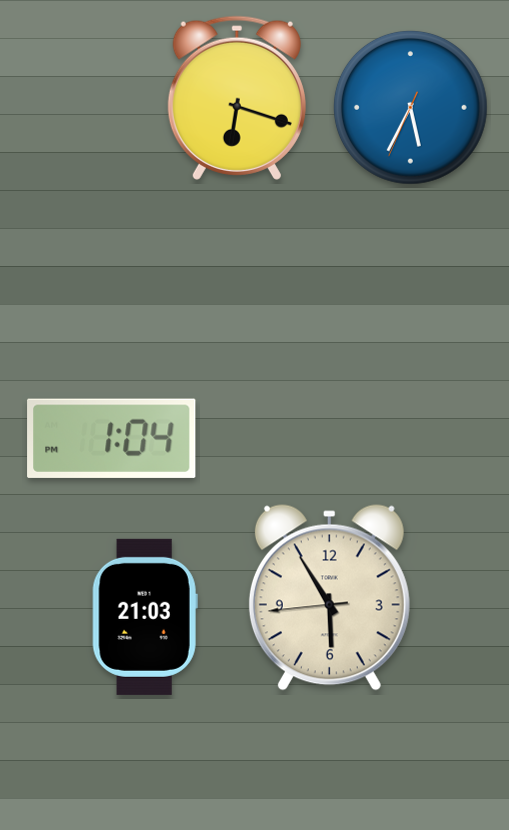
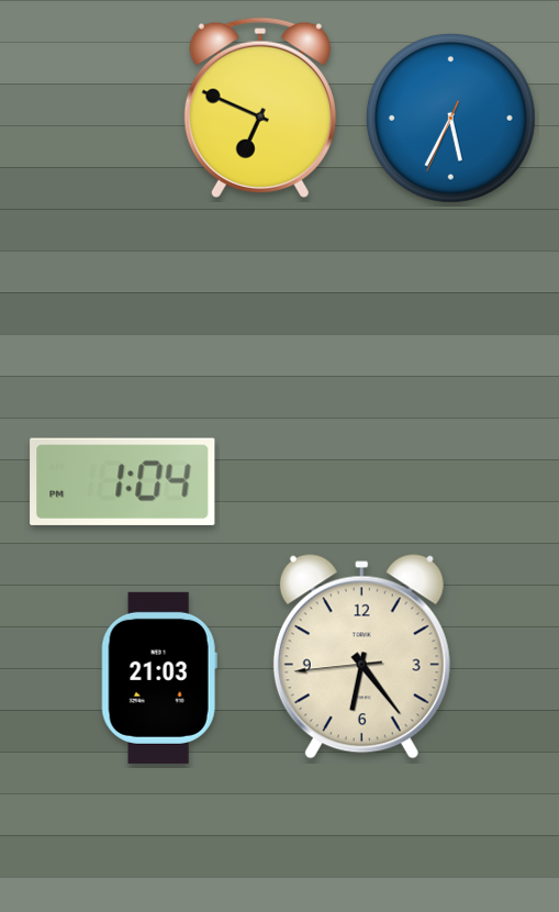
clock at (237, 98): 6:18 -> 6:49
clock at (329, 598): 5:54 -> 6:23
